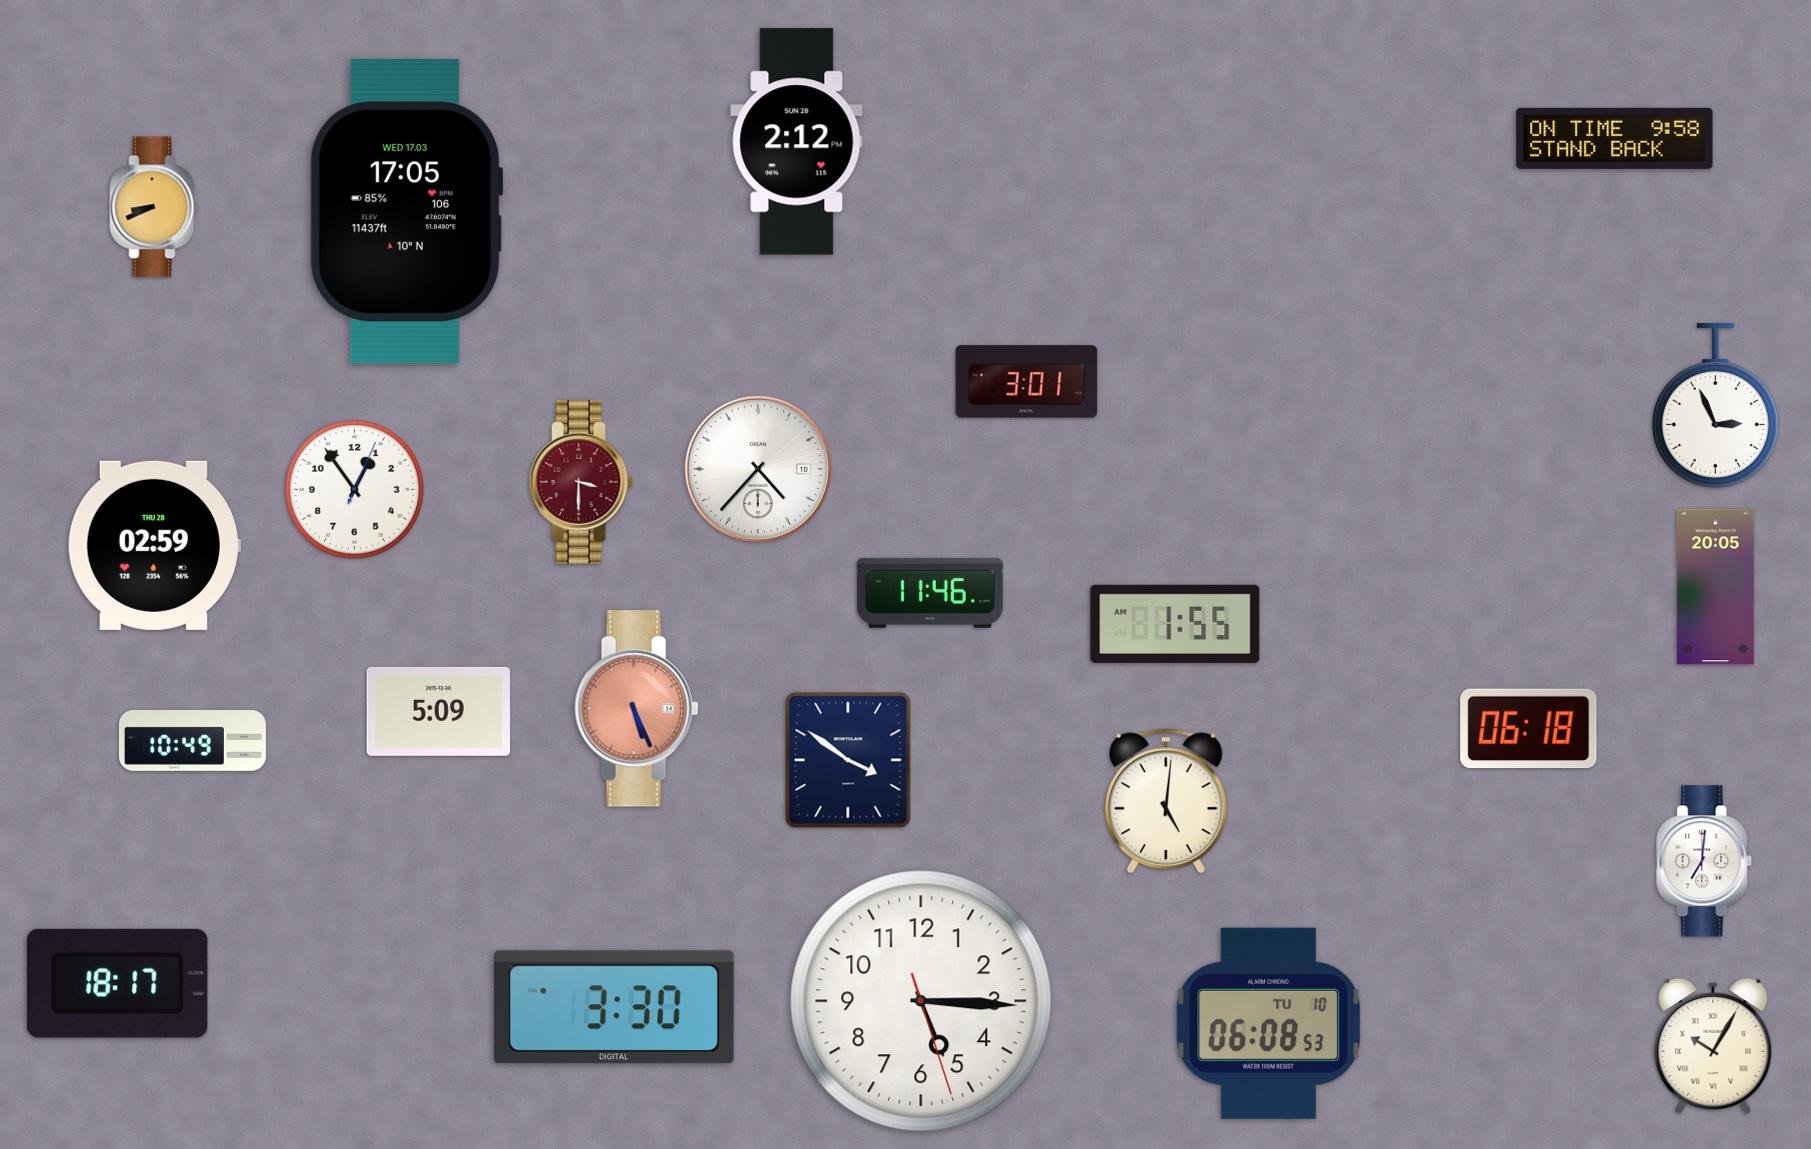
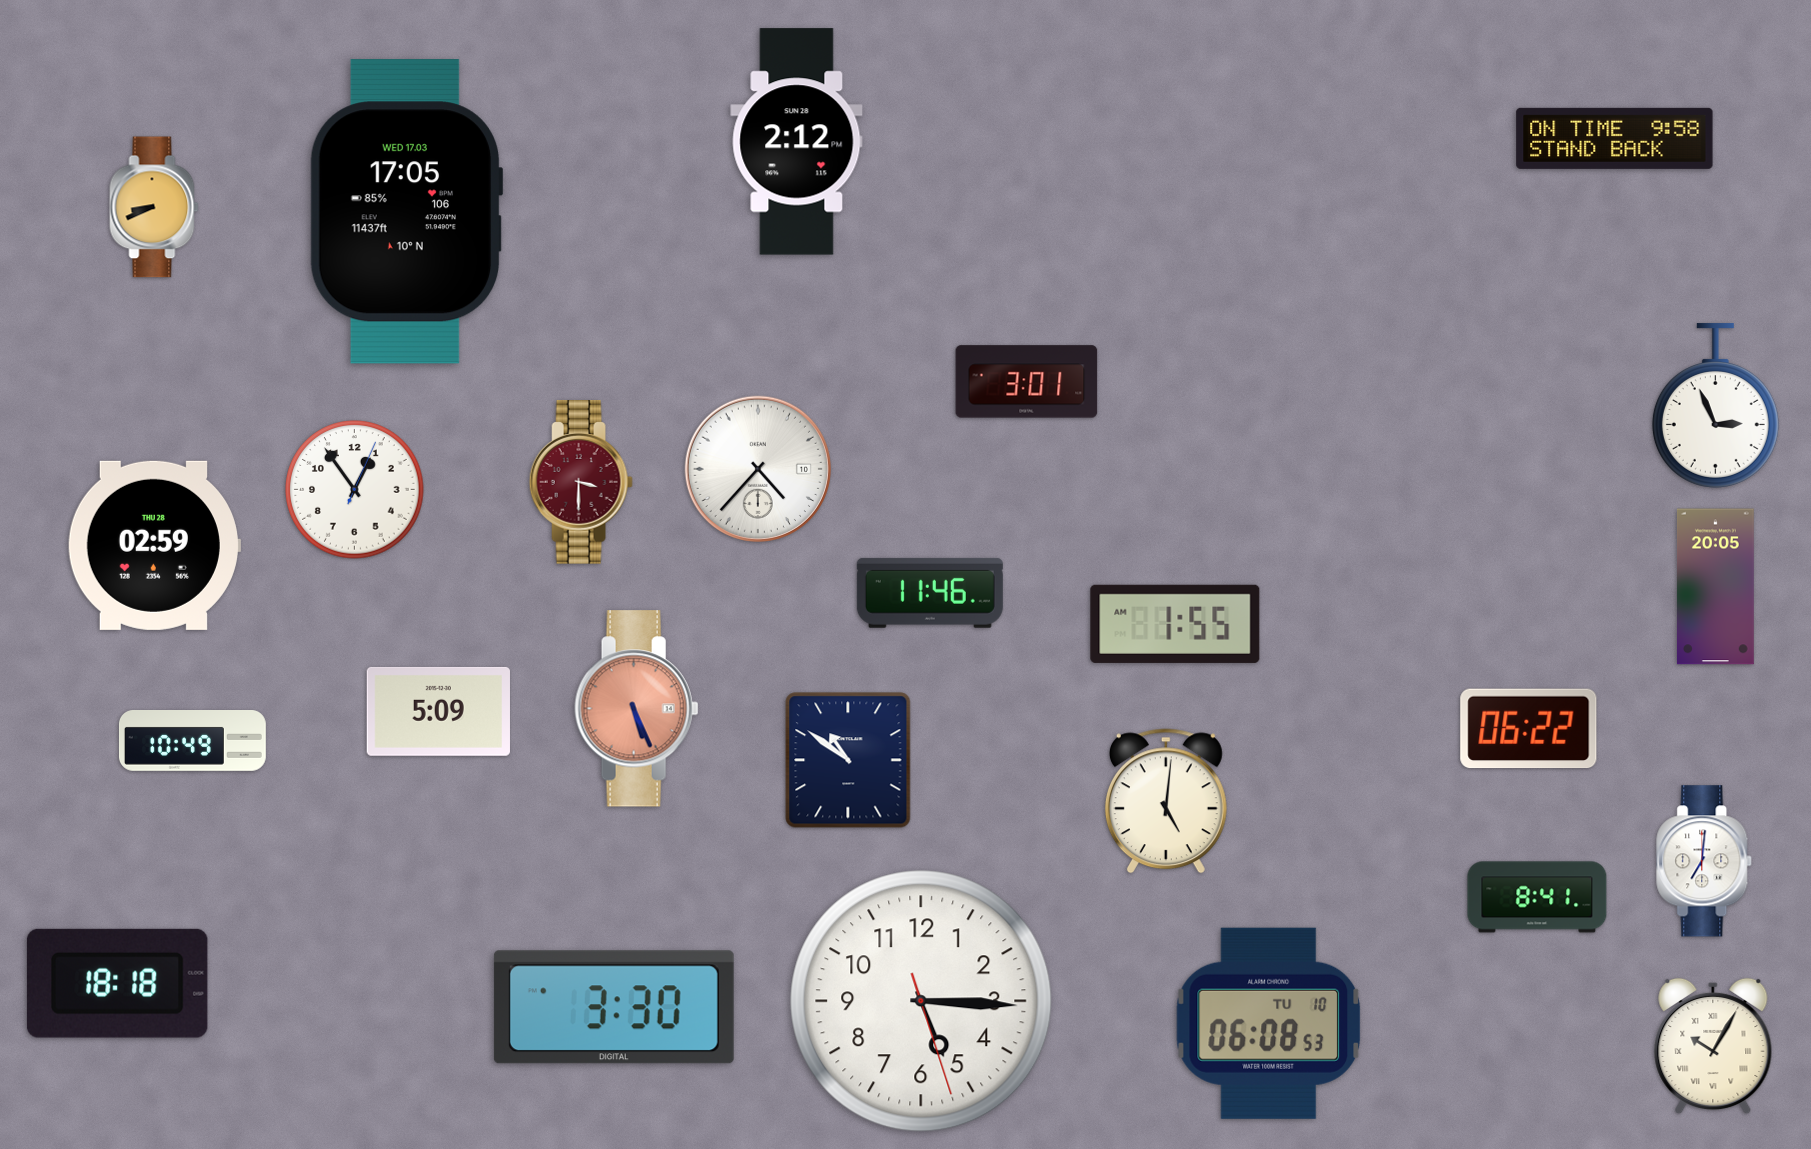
clock at (1529, 729): 06:18 -> 06:22
clock at (848, 760): 3:51 -> 10:51
clock at (1537, 897): none -> 8:41
clock at (117, 983): 18:17 -> 18:18
